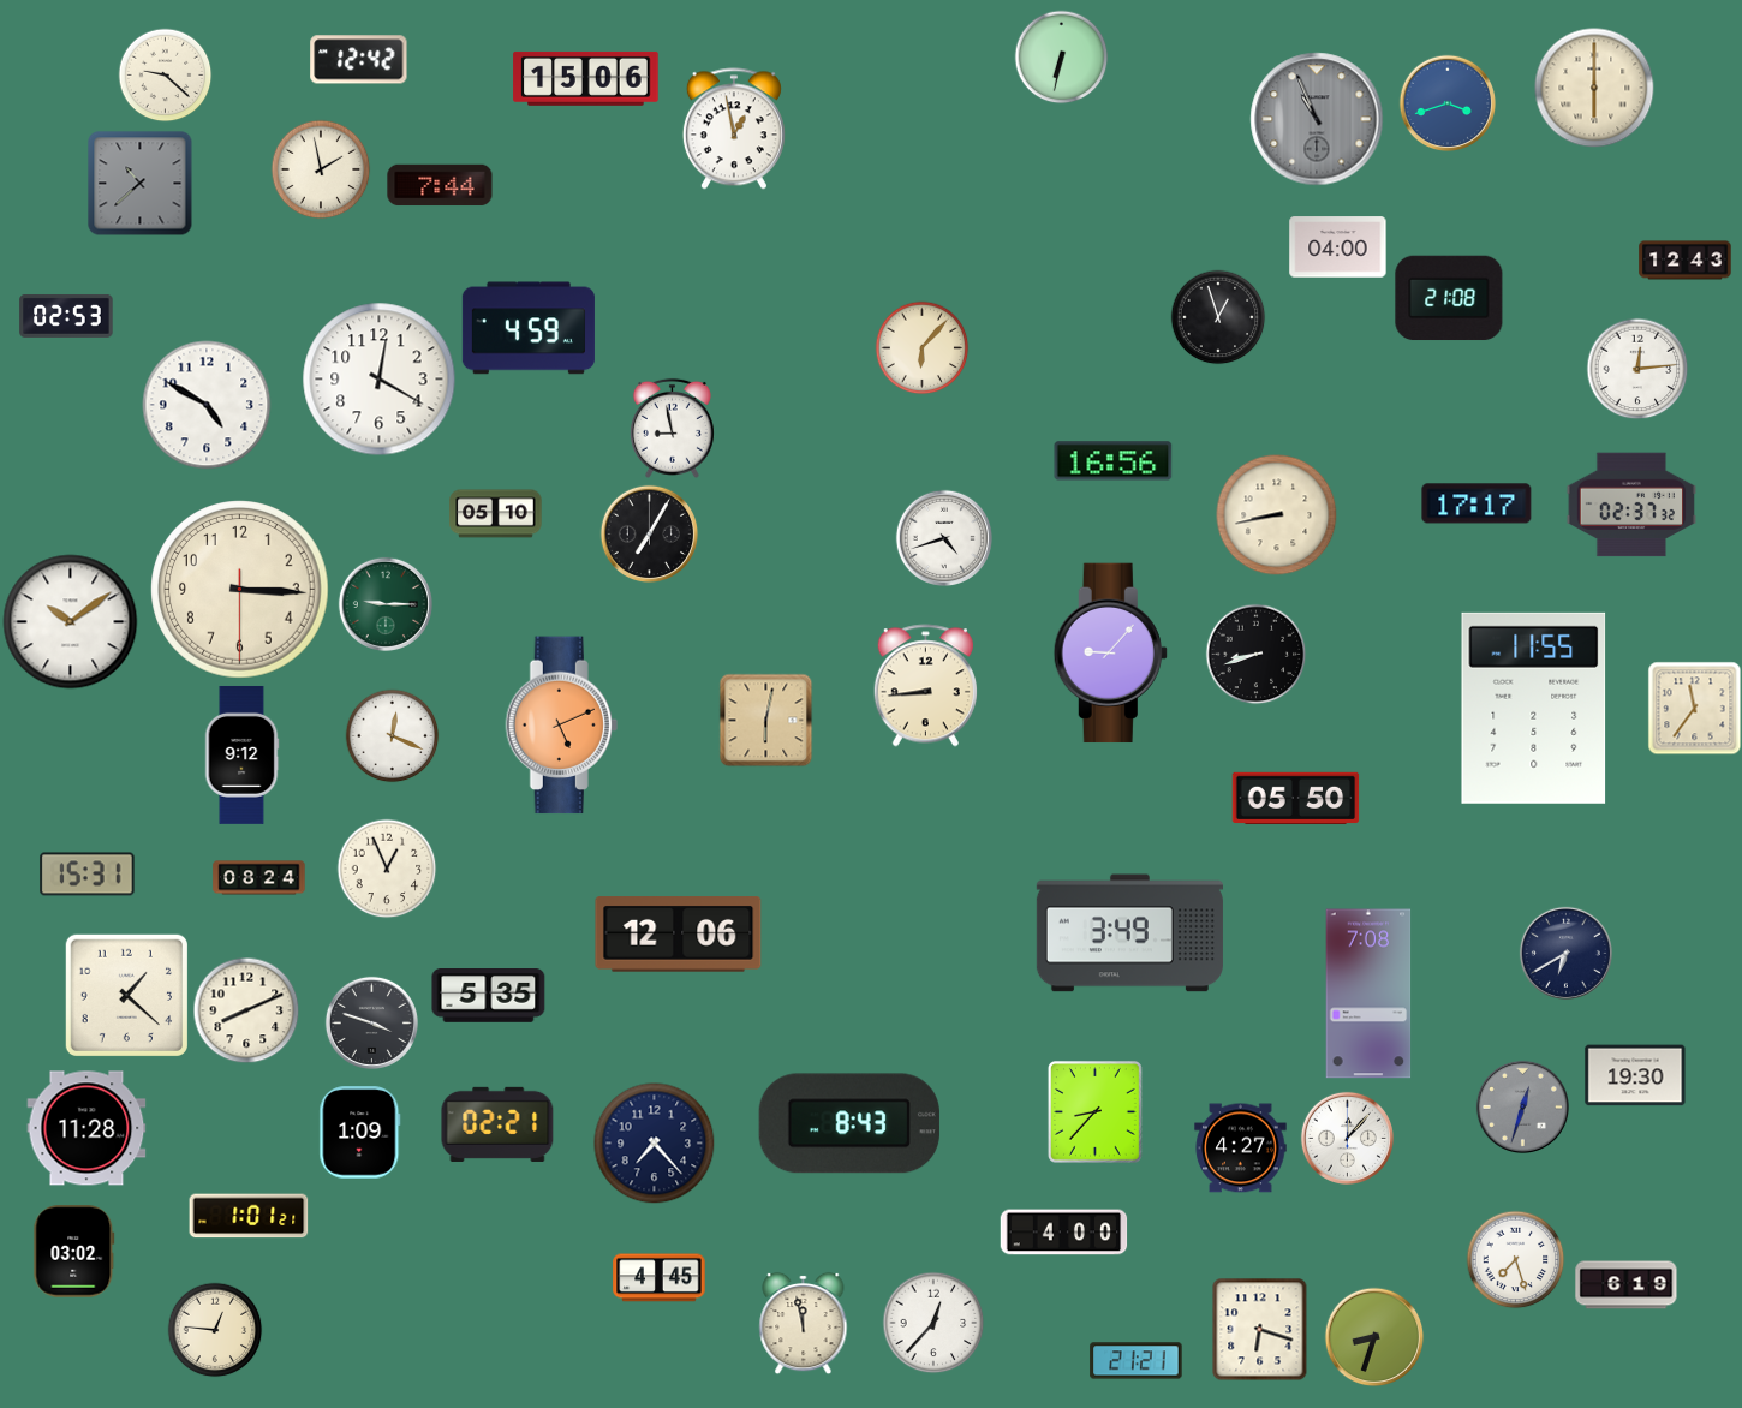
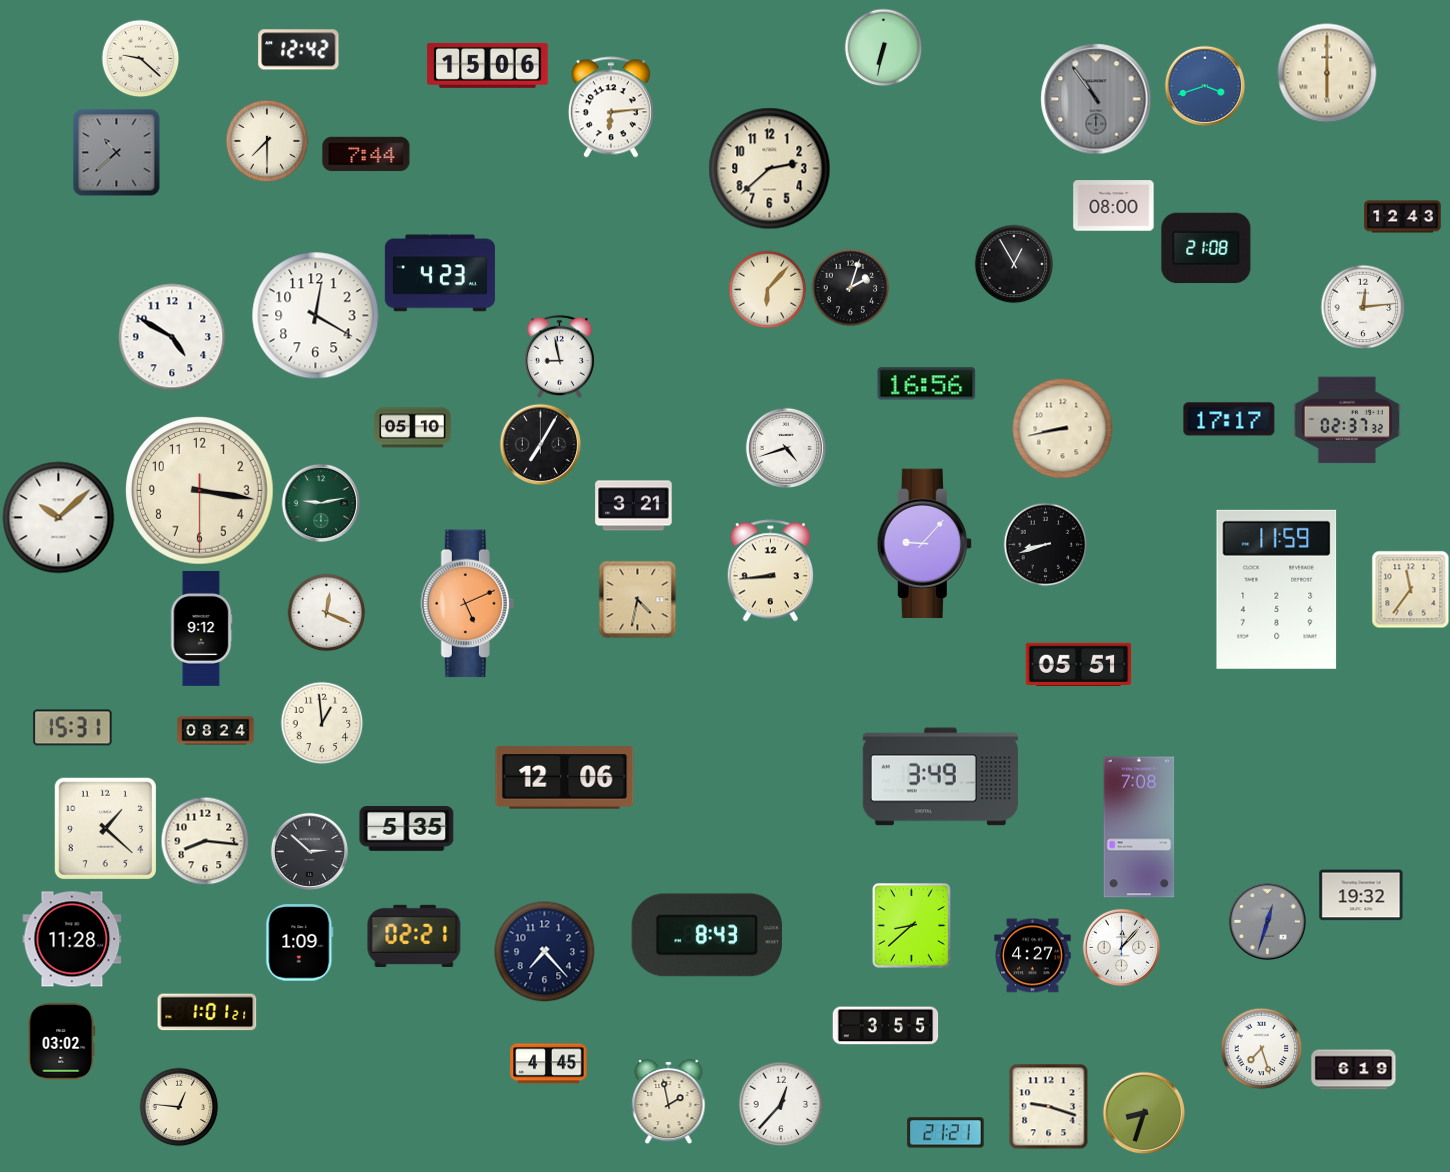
clock at (165, 74) position: (165, 74) -> (140, 58)
clock at (1317, 119): 10:56 -> 10:54
clock at (734, 129): 12:58 -> 6:14
clock at (321, 169): 1:58 -> 7:30
clock at (770, 169): none -> 2:38
clock at (1338, 247): 04:00 -> 08:00
clock at (66, 316): 02:53 -> none
clock at (1218, 317): 12:57 -> 12:55
clock at (529, 328): 4:59 -> 4:23
clock at (850, 287): none -> 2:03
clock at (1631, 505) position: (1631, 505) -> (1347, 420)
clock at (240, 590): 3:15 -> 3:16
clock at (386, 604): 9:15 -> 9:13
clock at (634, 506): none -> 3:21
clock at (71, 622): 10:09 -> 10:08
clock at (1534, 708): 11:55 -> 11:59
clock at (765, 720): 6:02 -> 4:32
clock at (1296, 798): 05:50 -> 05:51
clock at (387, 869): 12:56 -> 12:59
clock at (1565, 953): 6:40 -> none
clock at (246, 1010): 8:11 -> 8:16
clock at (371, 1022): 3:48 -> 2:52
clock at (1635, 1075): 19:30 -> 19:32
clock at (1094, 1112): 8:37 -> 8:38
clock at (1064, 1233): 4:00 -> 3:55
clock at (804, 1323): 11:58 -> 1:58
clock at (933, 1323) position: (933, 1323) -> (781, 1104)
clock at (1260, 1329): 6:18 -> 9:18
